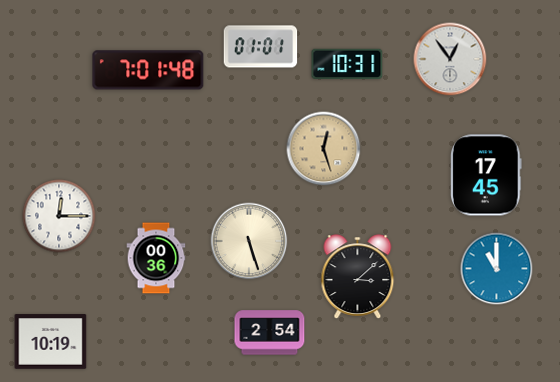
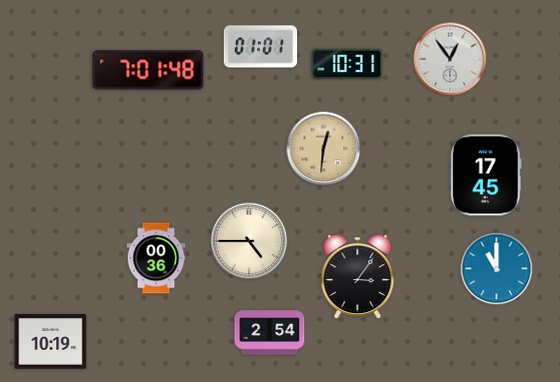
clock at (324, 149): 12:27 -> 12:31
clock at (59, 216): 12:15 -> none
clock at (249, 241): 5:27 -> 4:45
clock at (358, 277): 3:08 -> 3:06
